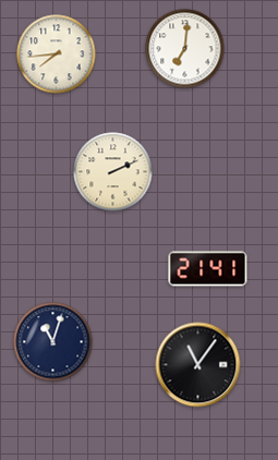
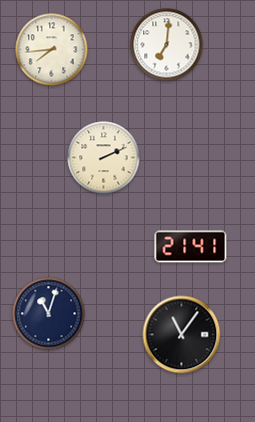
clock at (185, 49) position: (185, 49) -> (167, 45)
